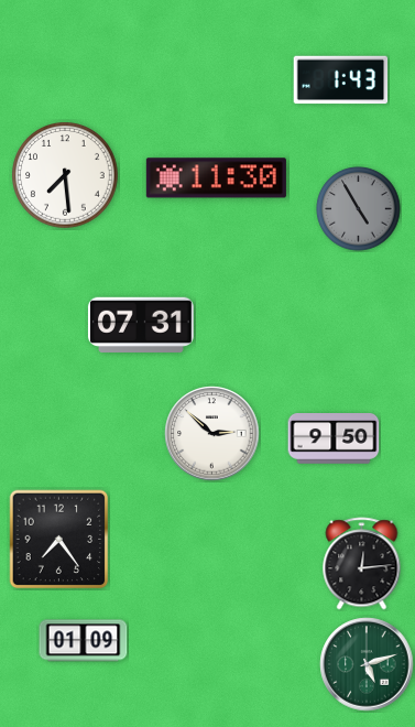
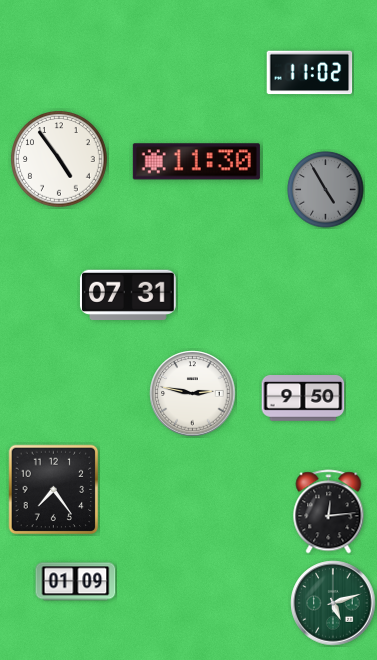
clock at (341, 80): 1:43 -> 11:02
clock at (65, 175): 7:29 -> 4:54
clock at (212, 434): 2:52 -> 2:47
